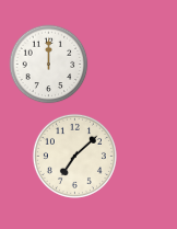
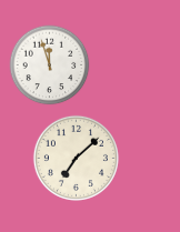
clock at (49, 65): 12:00 -> 11:57
